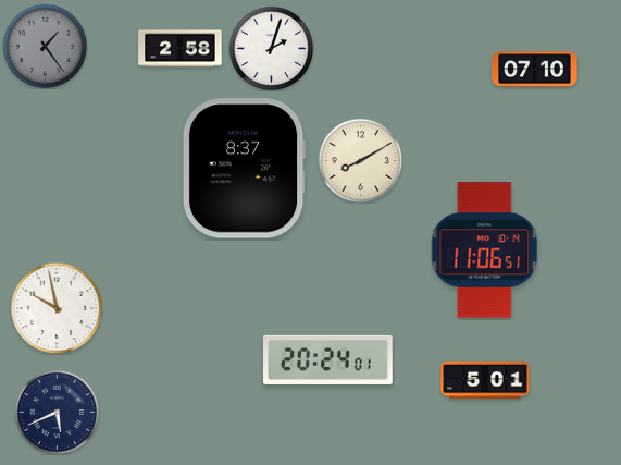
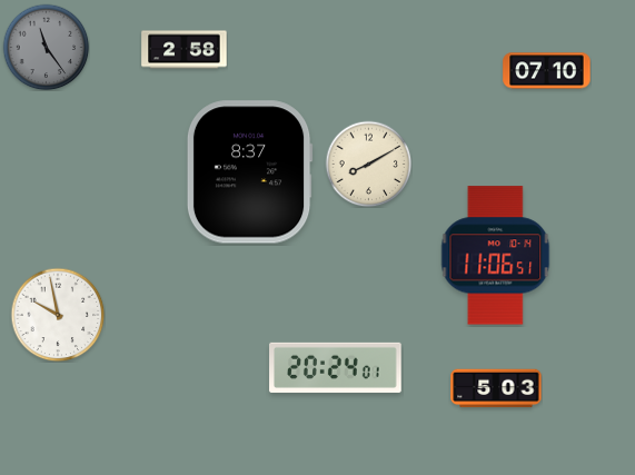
clock at (45, 46): 1:24 -> 11:24
clock at (271, 48): 2:03 -> none
clock at (485, 380): 5:01 -> 5:03
clock at (57, 412): 5:41 -> none
